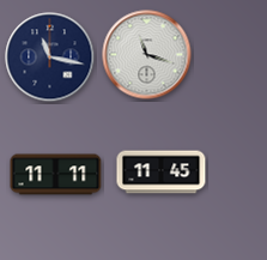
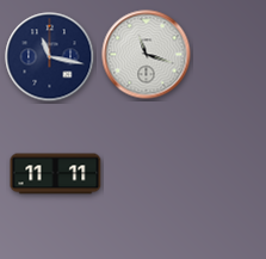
clock at (162, 173): 11:45 -> none
